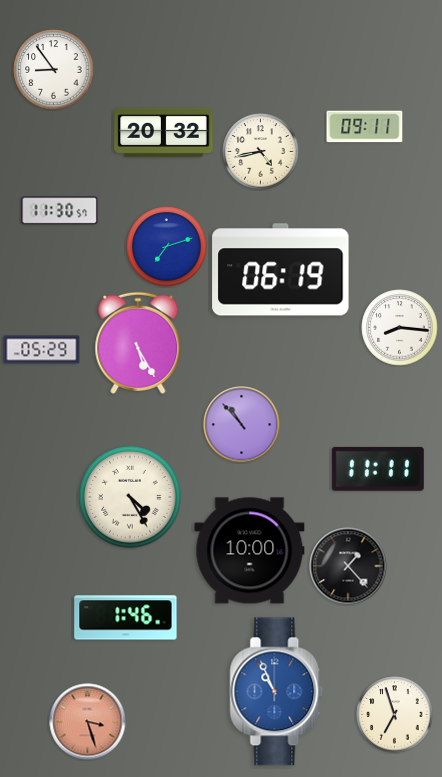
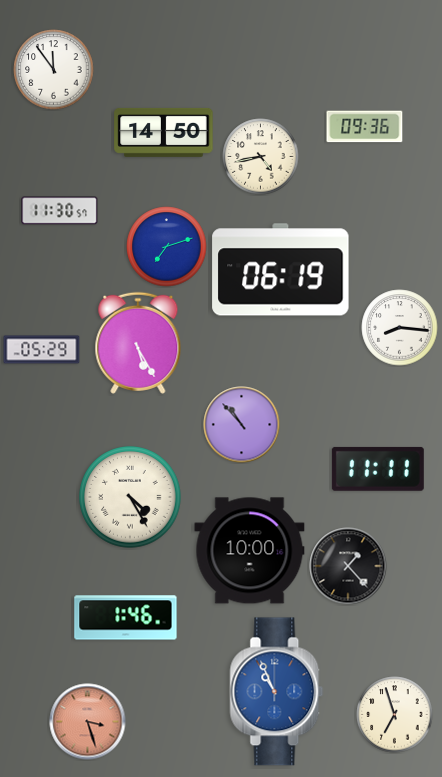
clock at (54, 70): 8:54 -> 11:54
clock at (365, 127): 09:11 -> 09:36
clock at (164, 132): 20:32 -> 14:50
clock at (261, 152) position: (261, 152) -> (261, 157)
